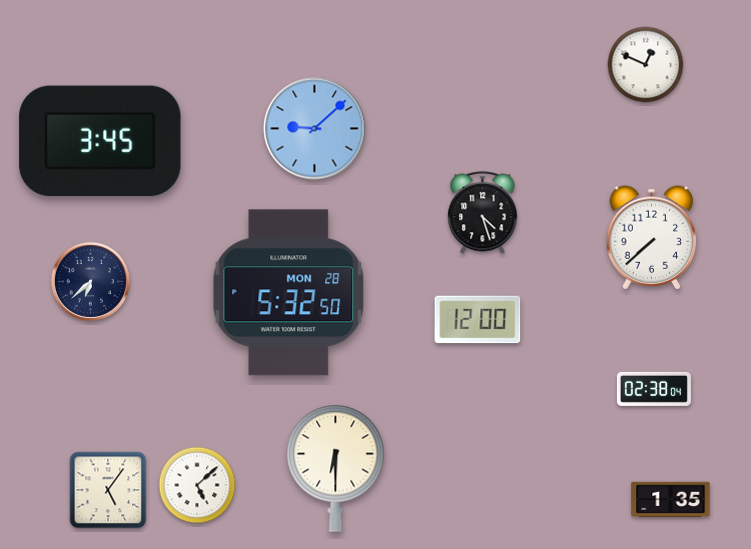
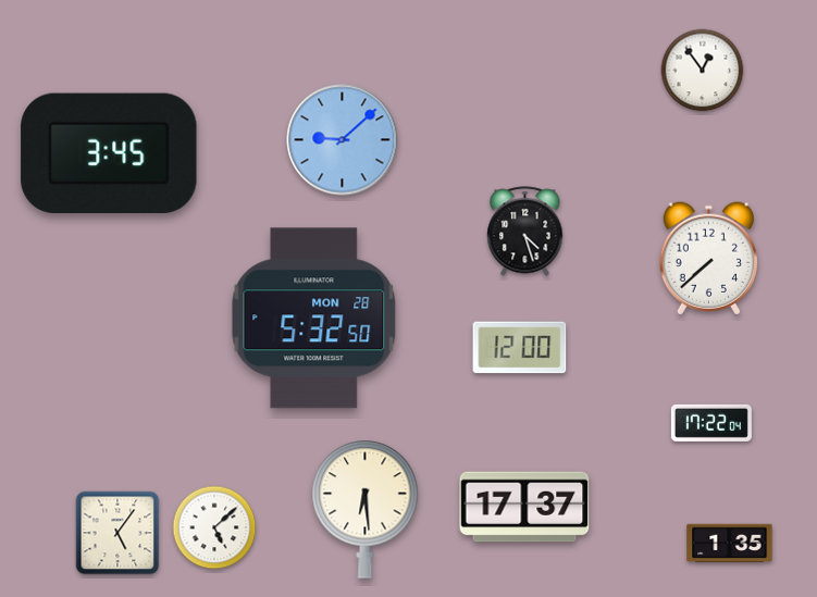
clock at (646, 65): 12:49 -> 12:54
clock at (90, 281): 6:38 -> none
clock at (654, 389): 02:38 -> 17:22
clock at (524, 507): none -> 17:37
clock at (336, 468): 6:30 -> 6:29
